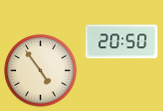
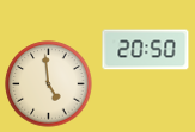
clock at (41, 71): 4:54 -> 4:59
